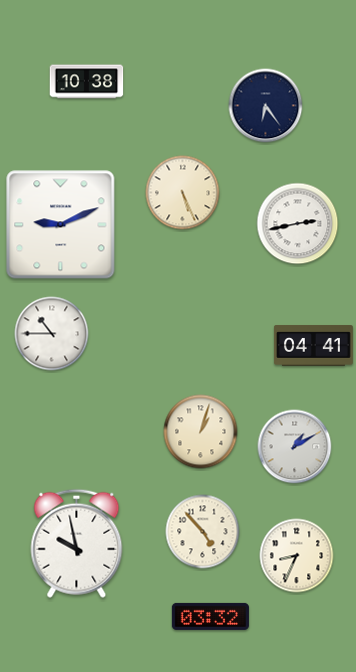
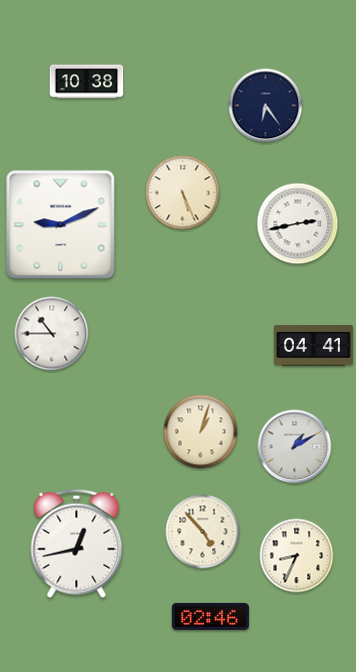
clock at (77, 543): 9:58 -> 12:43
clock at (210, 616): 03:32 -> 02:46
